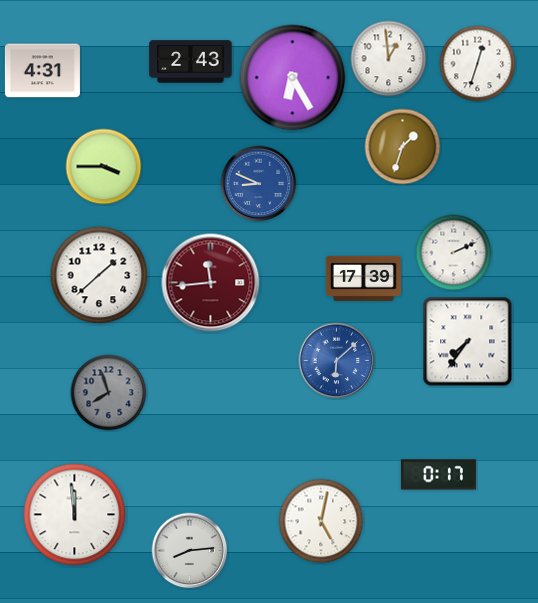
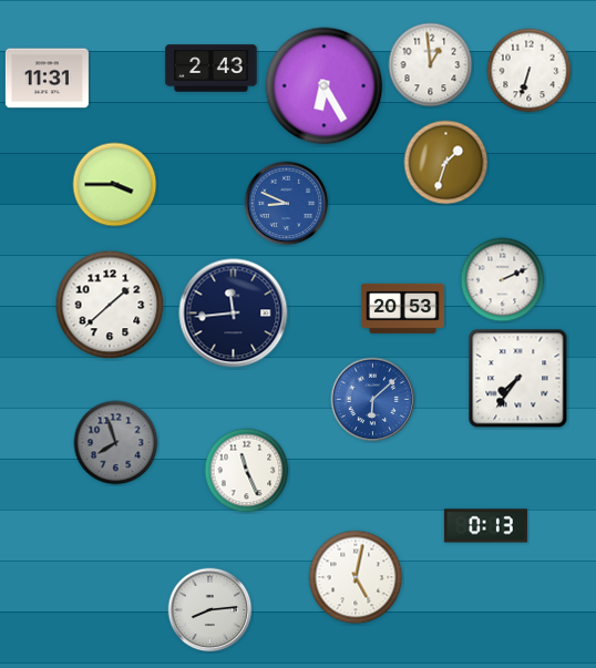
clock at (478, 64): 12:33 -> 6:33
clock at (42, 71): 4:31 -> 11:31
clock at (363, 278): 17:39 -> 20:53
clock at (211, 283) dial: burgundy -> navy
clock at (109, 393) position: (109, 393) -> (116, 443)
clock at (247, 471): none -> 11:26
clock at (438, 475): 0:17 -> 0:13
clock at (75, 515): 11:59 -> none
